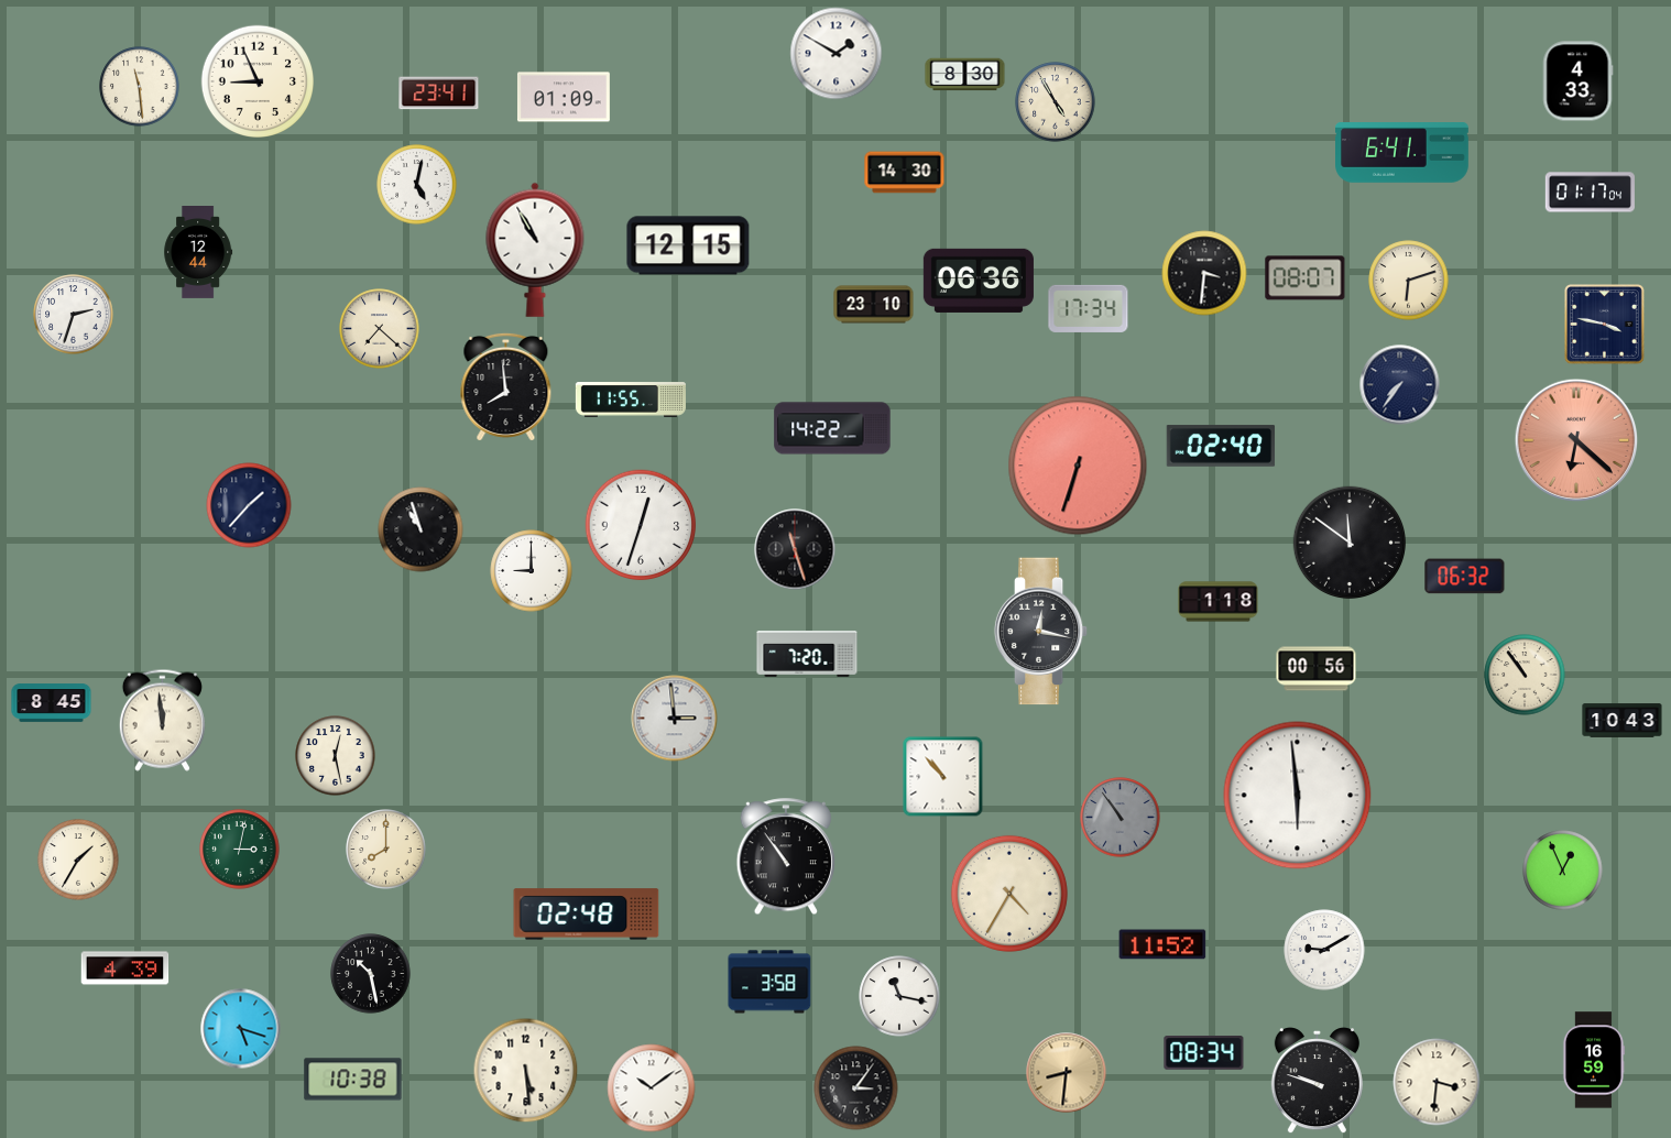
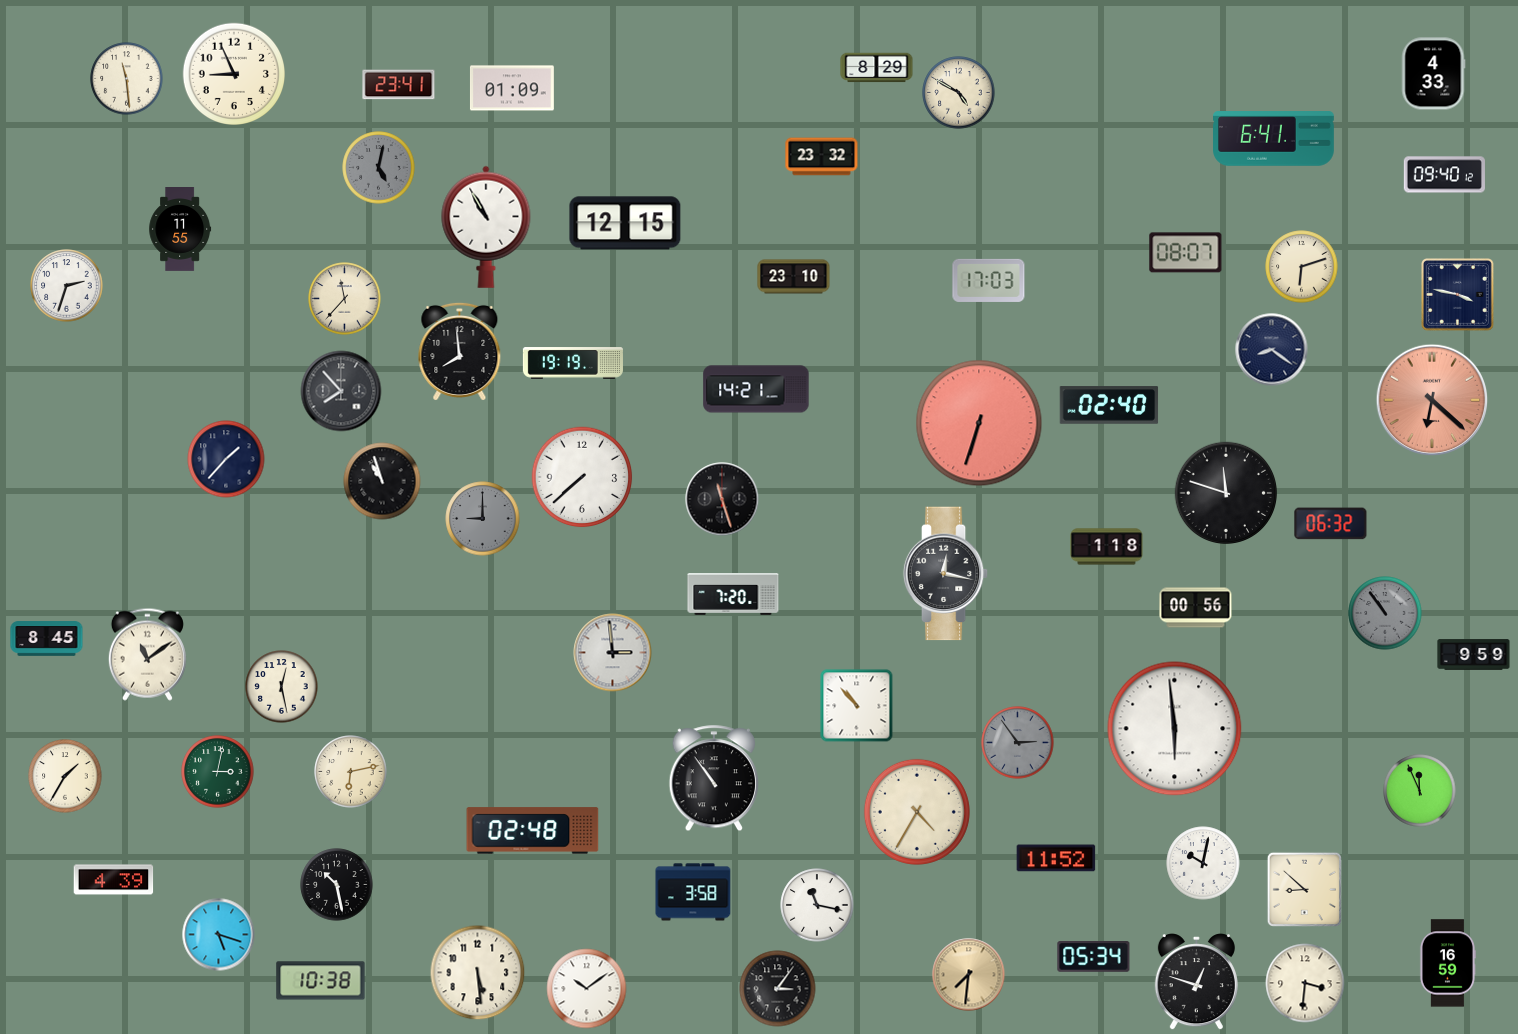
clock at (837, 54): 1:50 -> none
clock at (965, 75): 8:30 -> 8:29
clock at (1056, 102): 4:55 -> 4:50
clock at (905, 173): 14:30 -> 23:32
clock at (417, 185) dial: white -> grey
clock at (1590, 193): 01:17 -> 09:40
clock at (198, 253): 12:44 -> 11:55
clock at (1204, 273): 3:31 -> none
clock at (979, 281): 06:36 -> none
clock at (1409, 281) position: (1409, 281) -> (1302, 267)
clock at (1089, 308): 17:34 -> 17:03
clock at (380, 329): 7:22 -> 11:37
clock at (1400, 385): 7:36 -> 8:21
clock at (631, 400): 11:55 -> 19:19
clock at (832, 428): 14:22 -> 14:21
clock at (341, 391): none -> 7:53
clock at (641, 525): 12:33 -> 7:38
clock at (1348, 541): 11:51 -> 11:48
clock at (532, 571) dial: white -> grey
clock at (1525, 675) dial: cream -> grey
clock at (162, 720): 11:59 -> 11:09
clock at (1623, 721): 10:43 -> 9:59
clock at (336, 756) position: (336, 756) -> (282, 687)
clock at (1298, 796) position: (1298, 796) -> (1175, 729)
clock at (1121, 818): 10:54 -> 2:54
clock at (386, 850): 8:00 -> 6:13
clock at (78, 860) position: (78, 860) -> (65, 776)
clock at (1563, 871): 12:56 -> 11:56
clock at (1324, 950): 9:10 -> 10:02
clock at (1304, 889): none -> 8:52
clock at (769, 982) position: (769, 982) -> (693, 892)
clock at (1204, 1053): 08:34 -> 05:34
clock at (1067, 1073): 8:31 -> 7:31
clock at (1317, 1081): 9:48 -> 12:48
clock at (652, 1088) position: (652, 1088) -> (587, 989)
